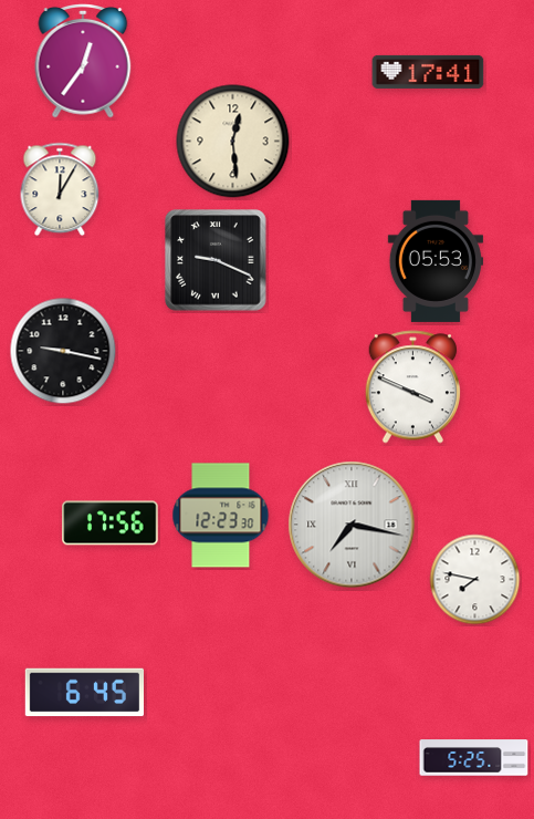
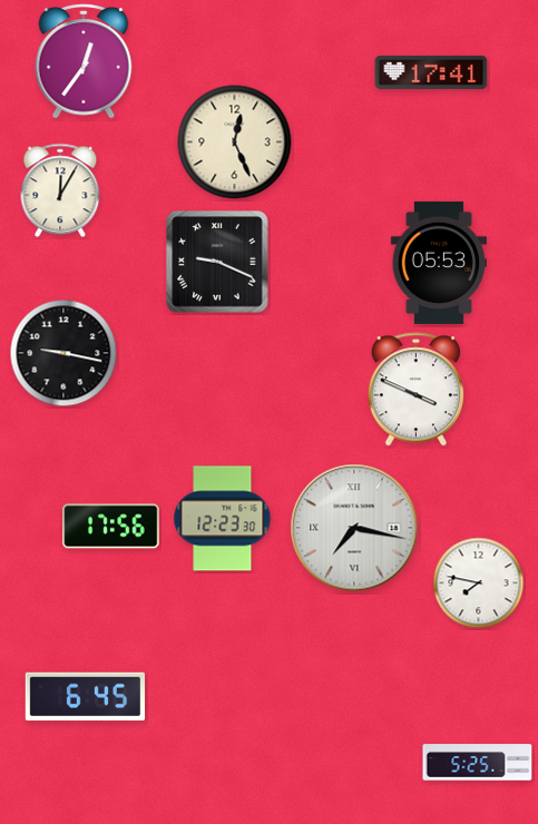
clock at (233, 142): 12:29 -> 12:26
